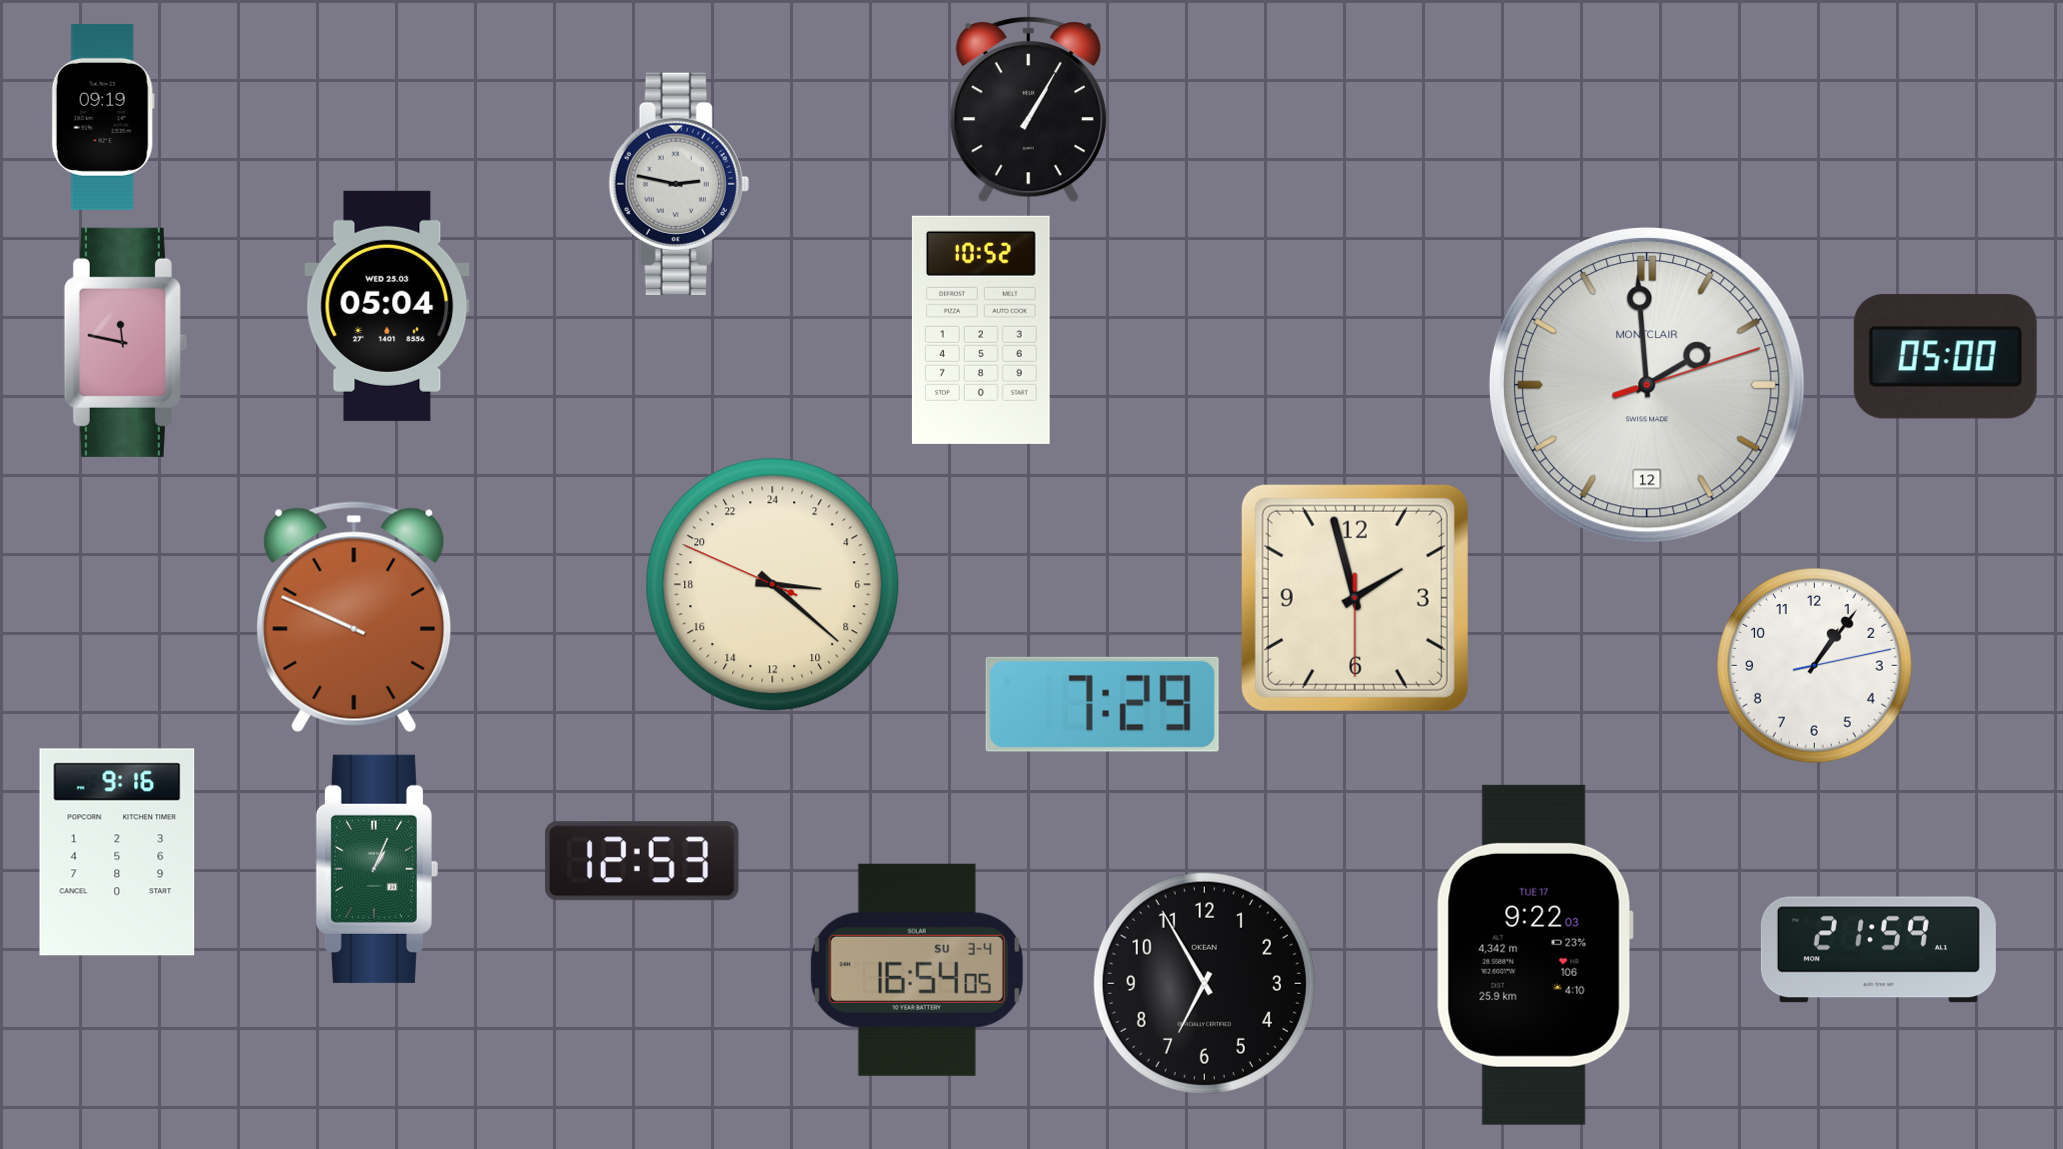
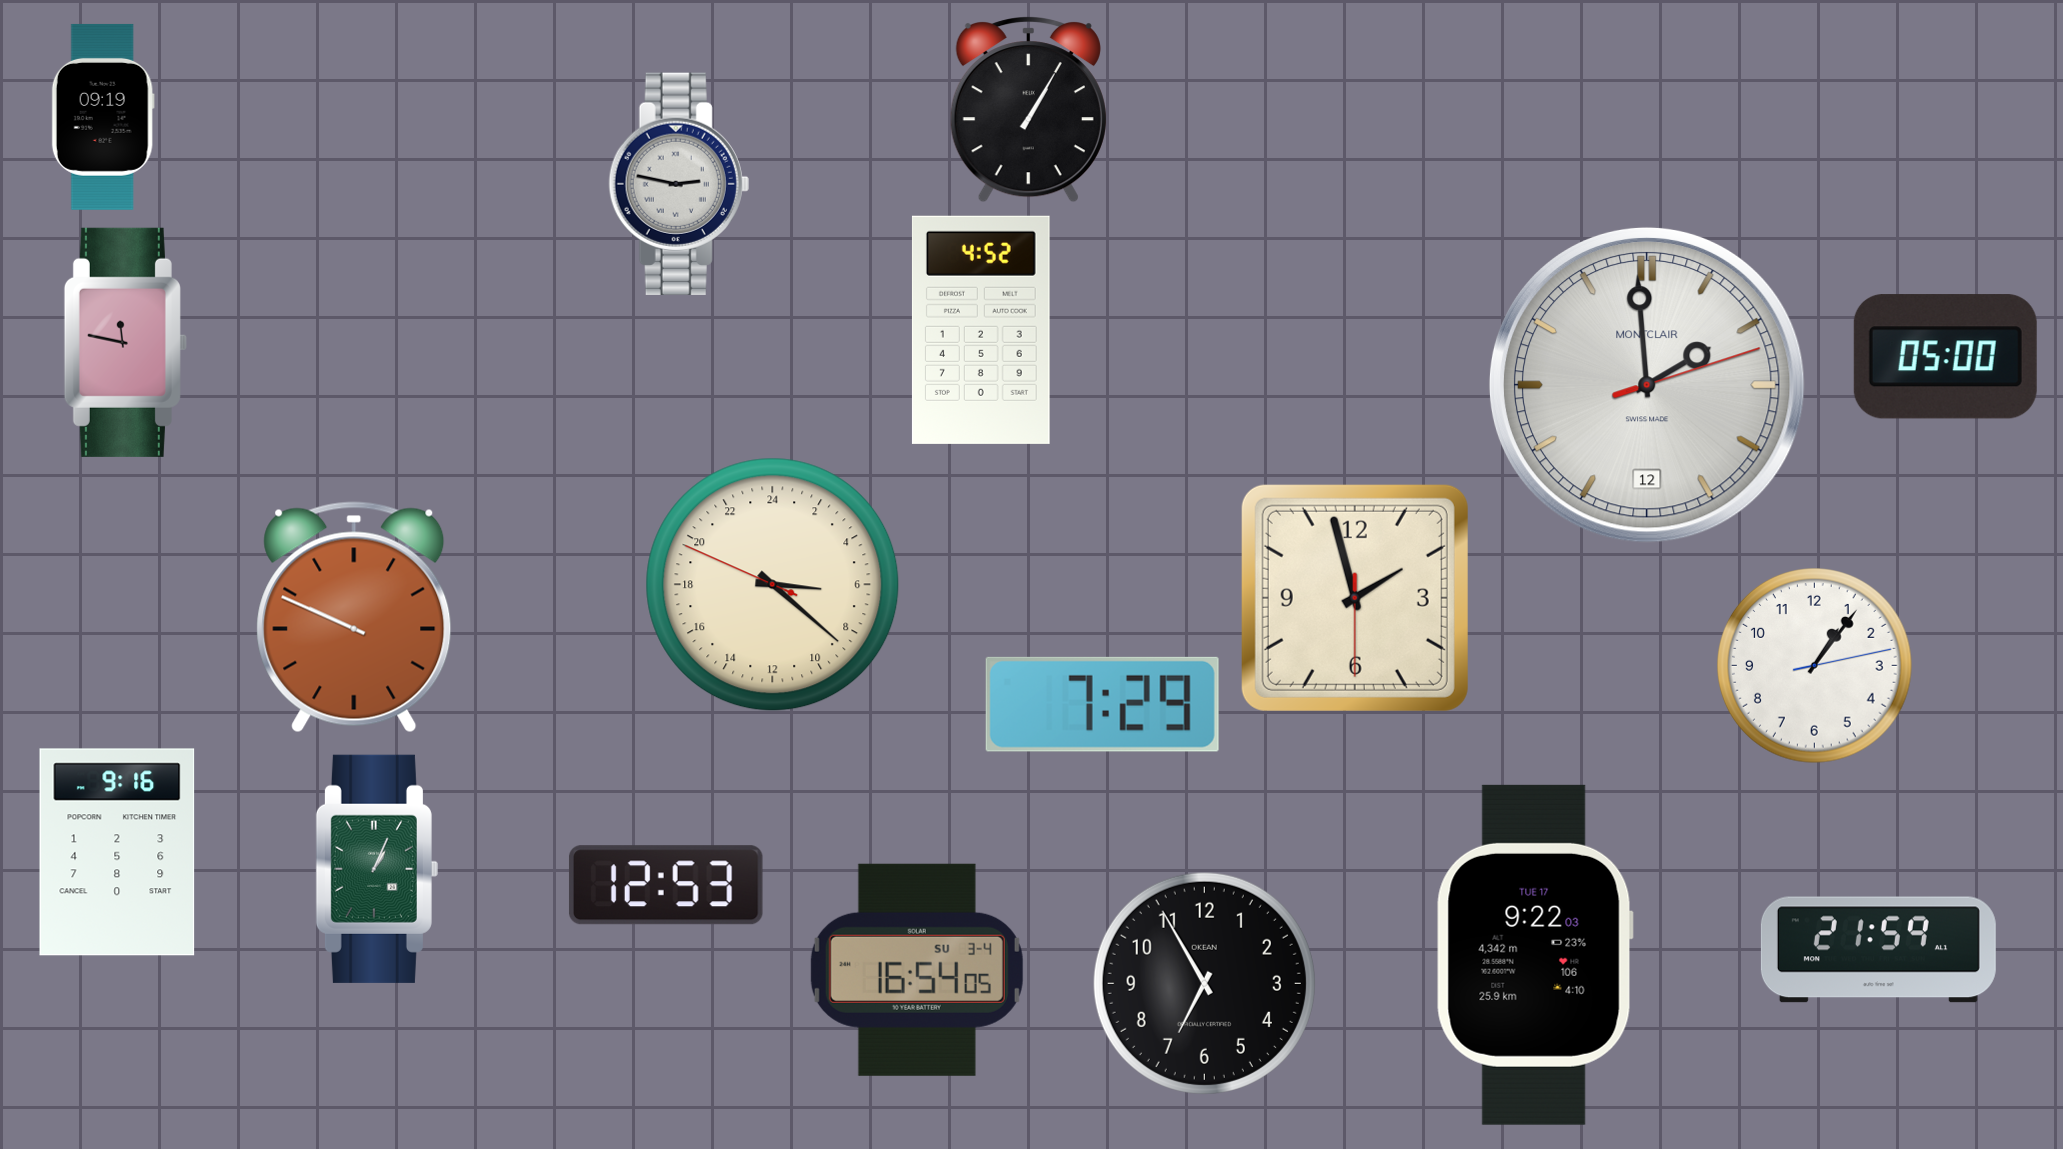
clock at (387, 306): 05:04 -> none
clock at (981, 330): 10:52 -> 4:52
clock at (642, 861) position: (642, 861) -> (666, 885)
